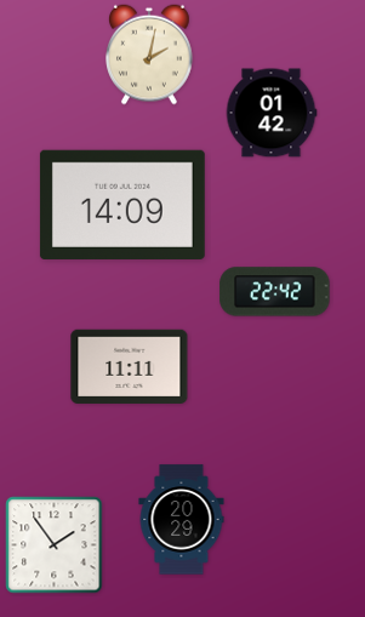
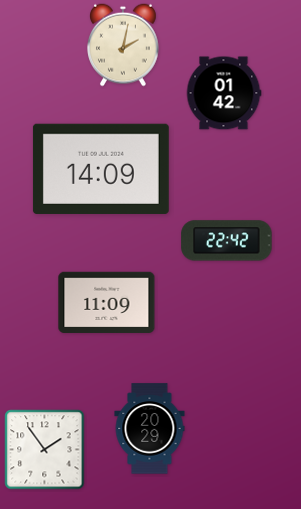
clock at (130, 366): 11:11 -> 11:09
